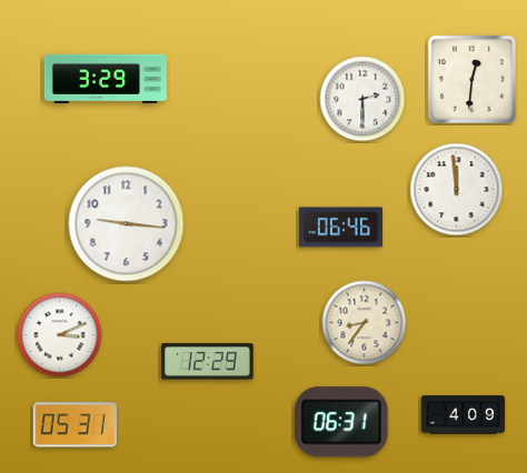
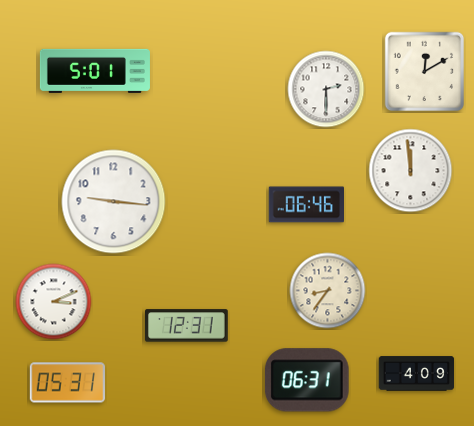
clock at (106, 79): 3:29 -> 5:01
clock at (473, 80): 12:31 -> 12:10
clock at (208, 362): 12:29 -> 12:31
